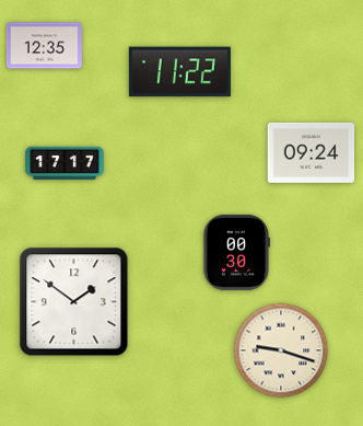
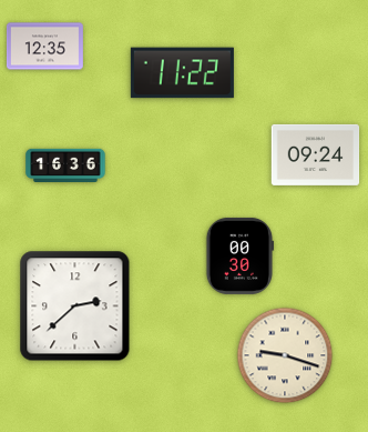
clock at (65, 162): 17:17 -> 16:36
clock at (74, 302): 1:51 -> 2:38
